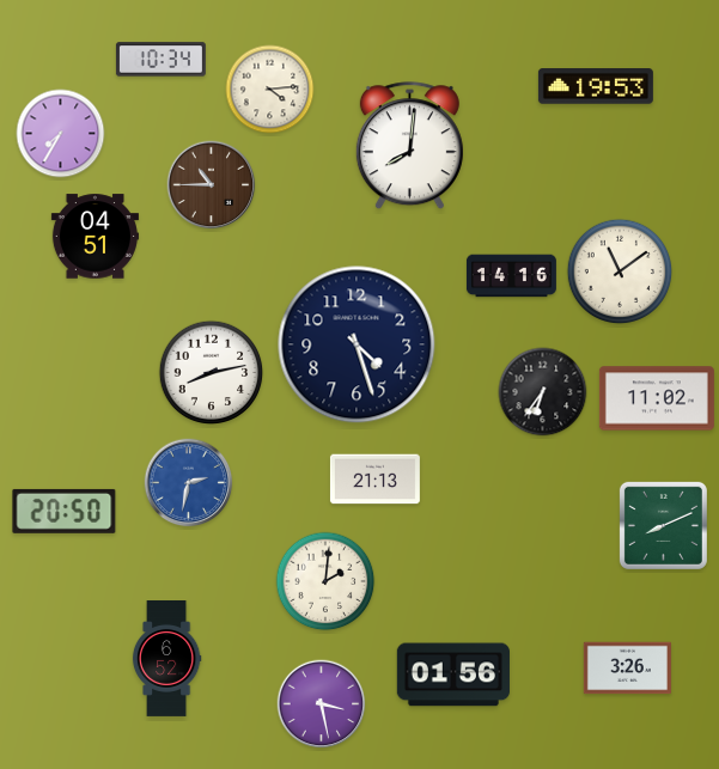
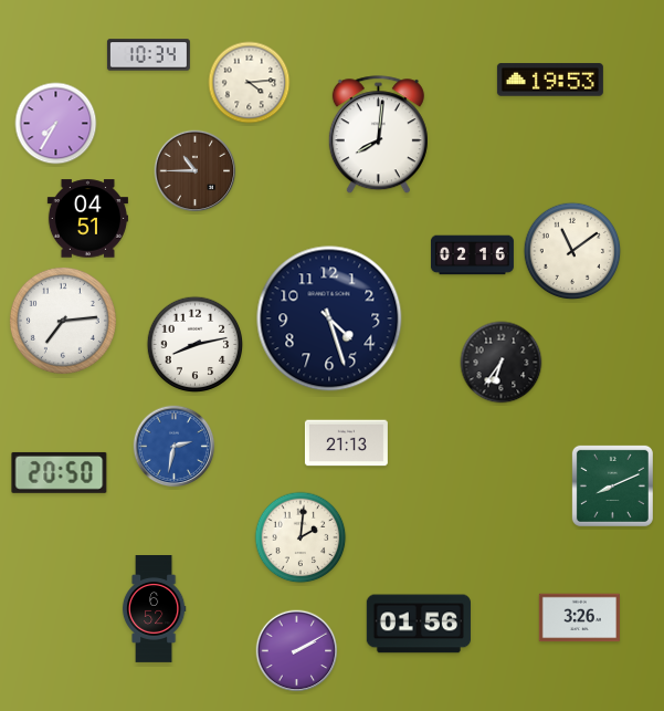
clock at (511, 276): 14:16 -> 02:16
clock at (63, 321): none -> 7:14
clock at (657, 398): 11:02 -> none
clock at (322, 704): 3:28 -> 2:10
